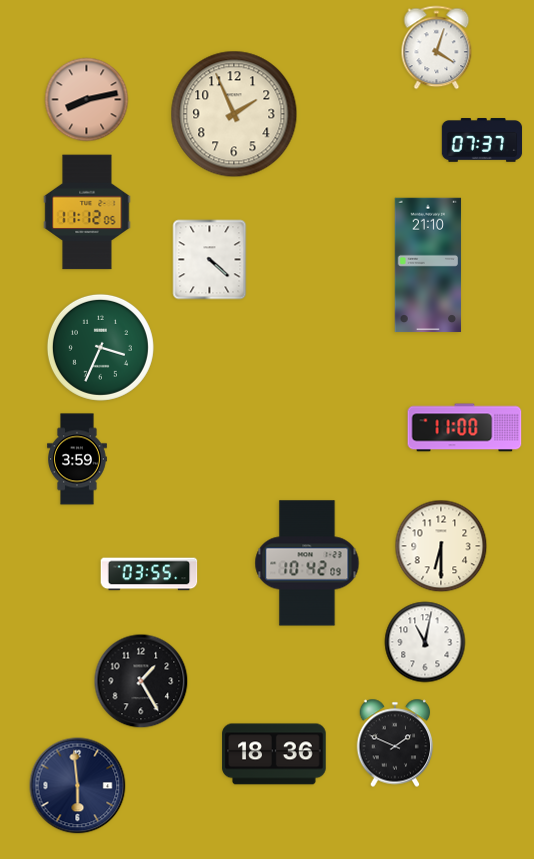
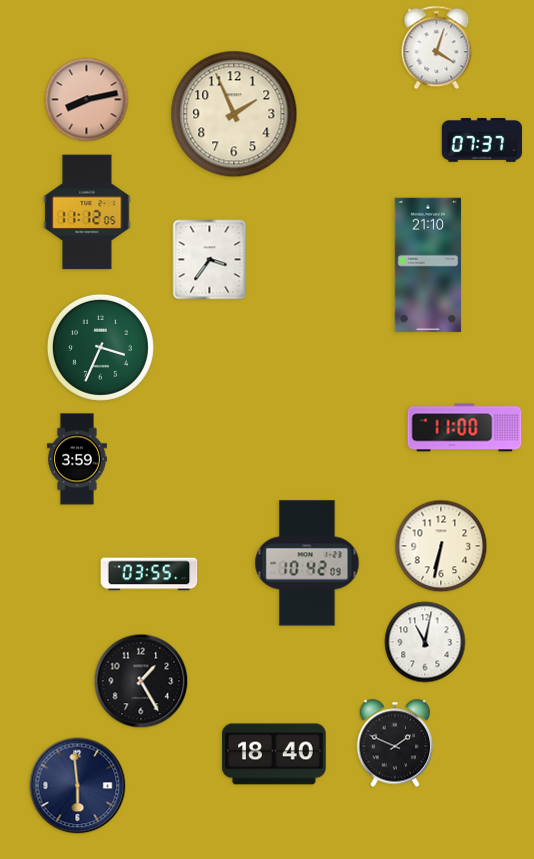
clock at (210, 260): 4:22 -> 3:36
clock at (441, 546): 6:30 -> 6:32
clock at (274, 754): 18:36 -> 18:40
